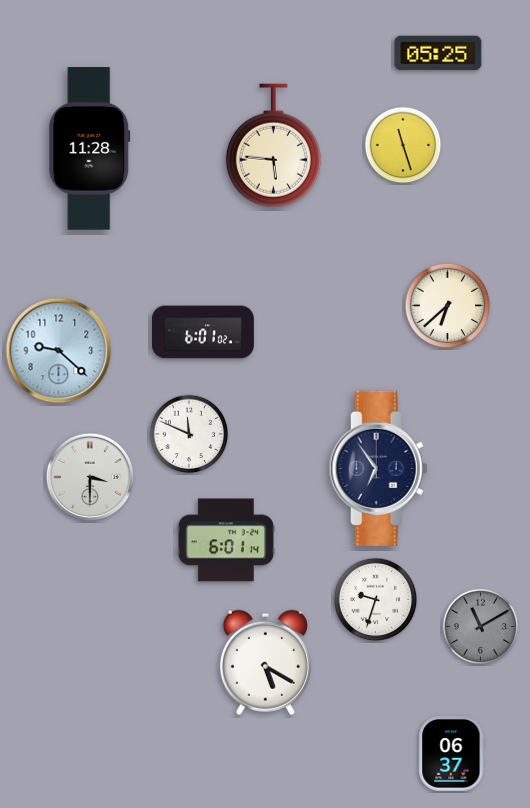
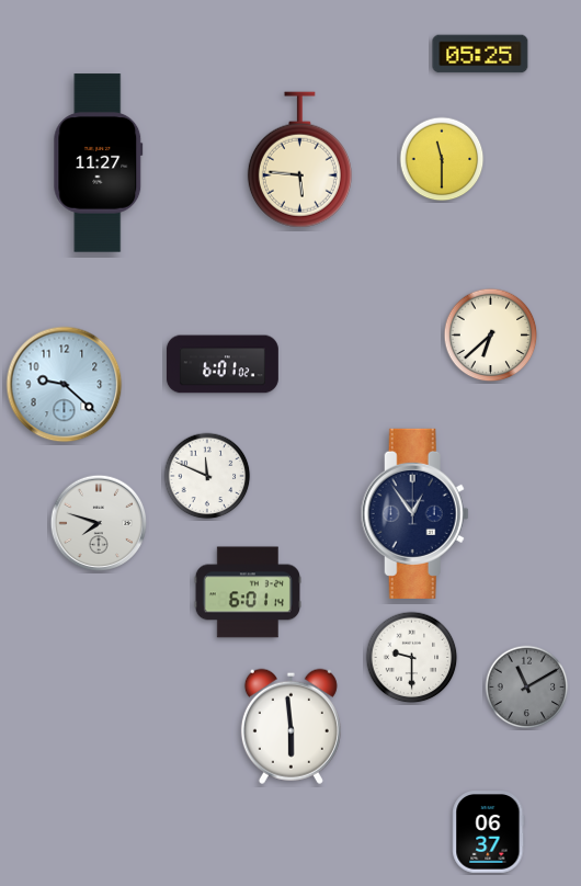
clock at (438, 53) position: (438, 53) -> (480, 54)
clock at (403, 145): 11:27 -> 11:30
clock at (90, 149): 11:28 -> 11:27
clock at (378, 468): 6:54 -> 12:54
clock at (90, 477): 3:30 -> 7:48
clock at (376, 600): 9:33 -> 9:30
clock at (265, 662): 5:20 -> 5:59
clock at (452, 754) position: (452, 754) -> (489, 832)
